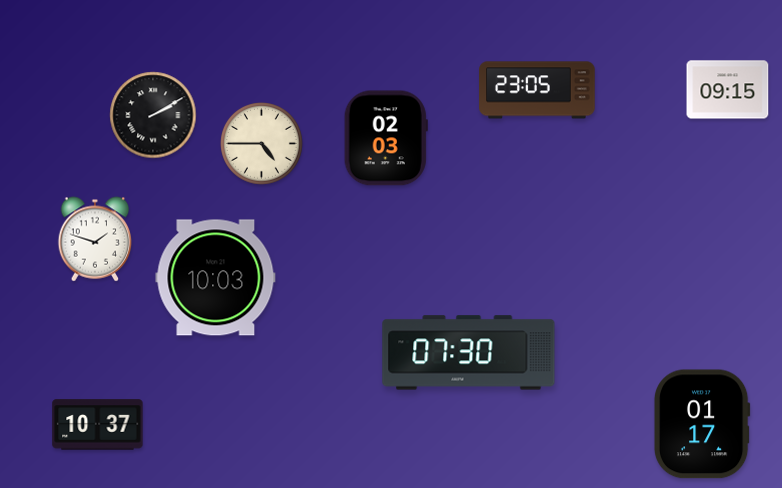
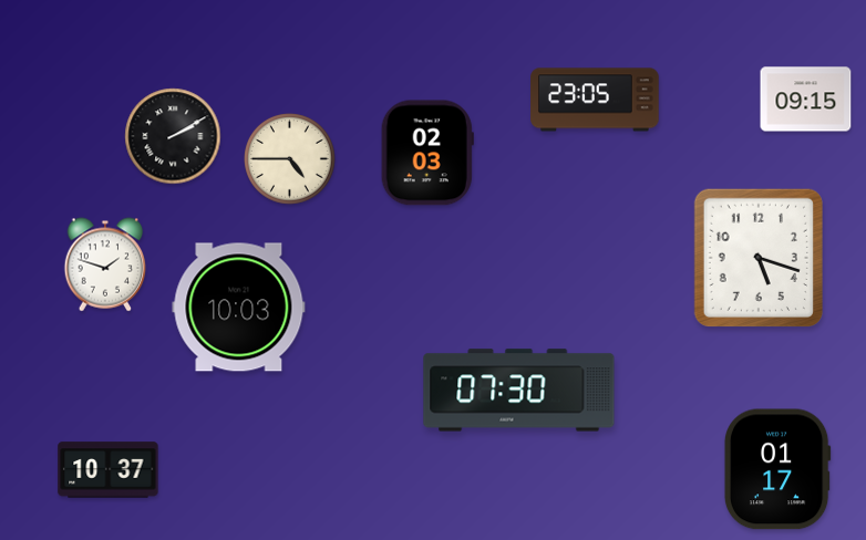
clock at (153, 115) position: (153, 115) -> (173, 136)
clock at (759, 257): none -> 5:18
